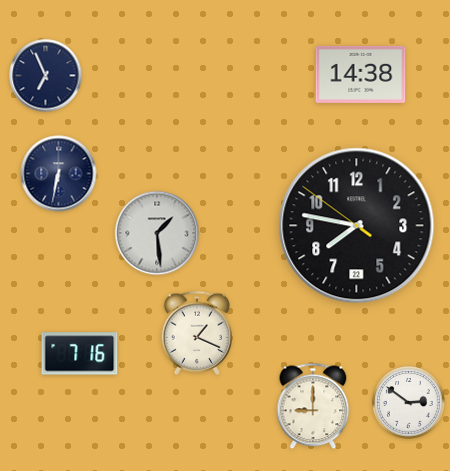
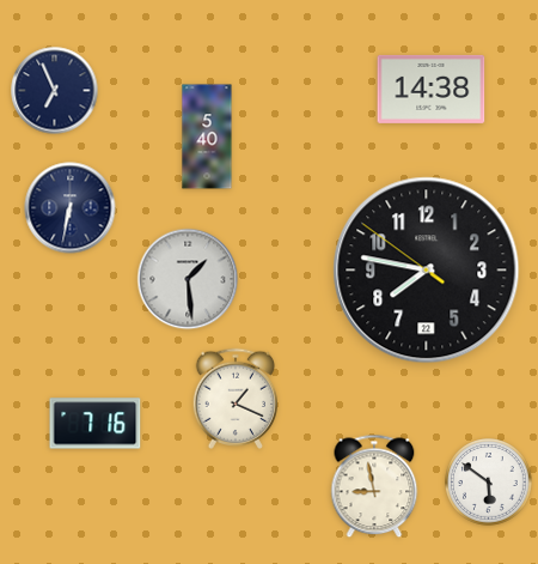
clock at (207, 137): none -> 5:40
clock at (409, 403): 2:51 -> 5:51
clock at (313, 406): 9:00 -> 8:58
